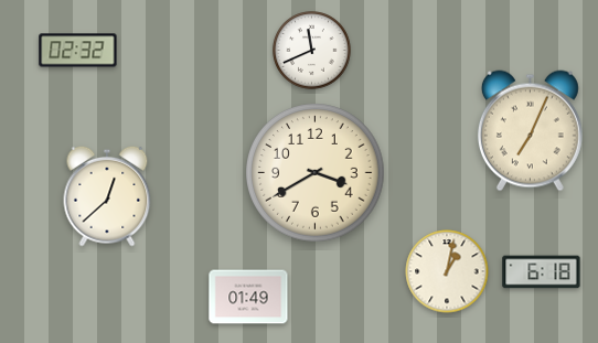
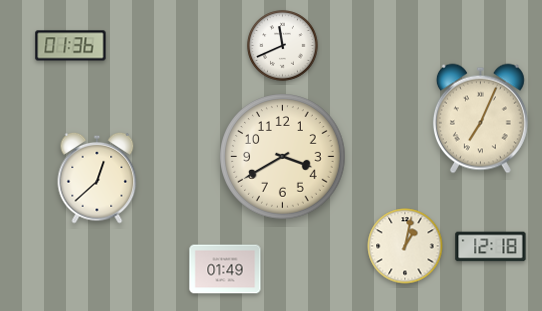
clock at (78, 51): 02:32 -> 01:36
clock at (316, 173) position: (316, 173) -> (283, 157)
clock at (542, 272): 6:18 -> 12:18
